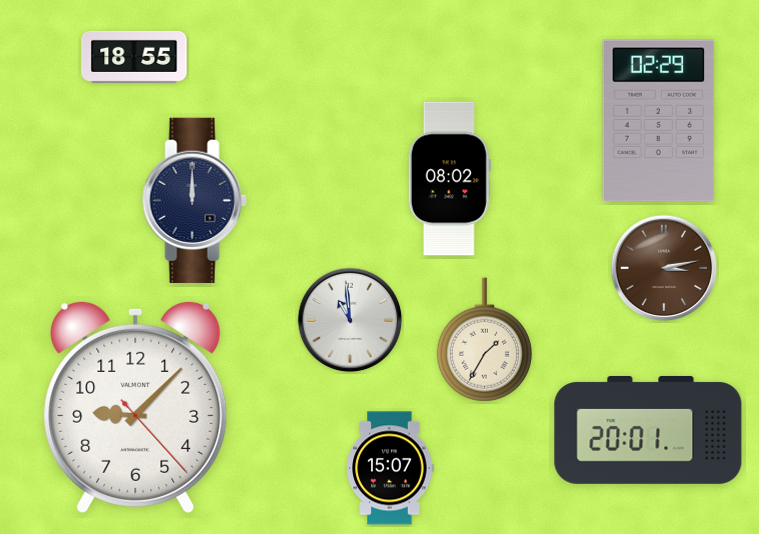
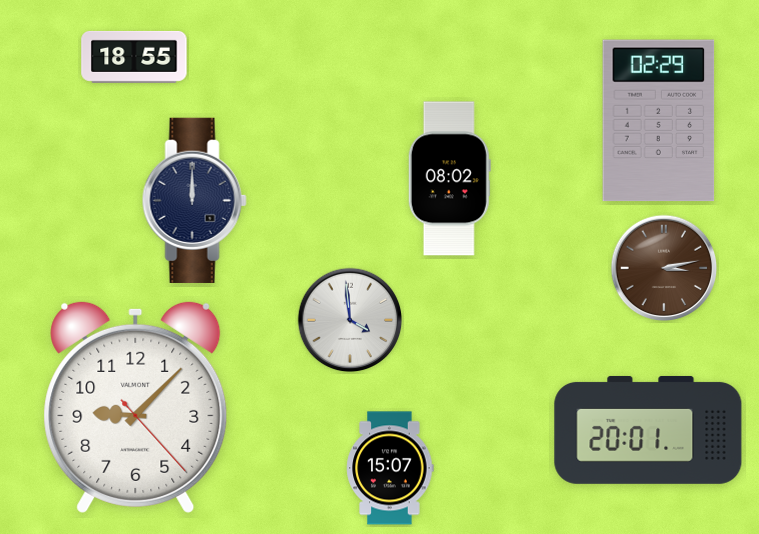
clock at (350, 320): 10:59 -> 3:59
clock at (484, 340): 1:35 -> none
